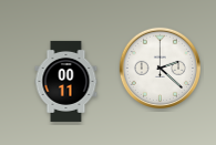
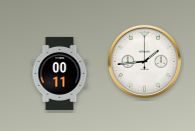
clock at (161, 69): 2:22 -> 1:44
